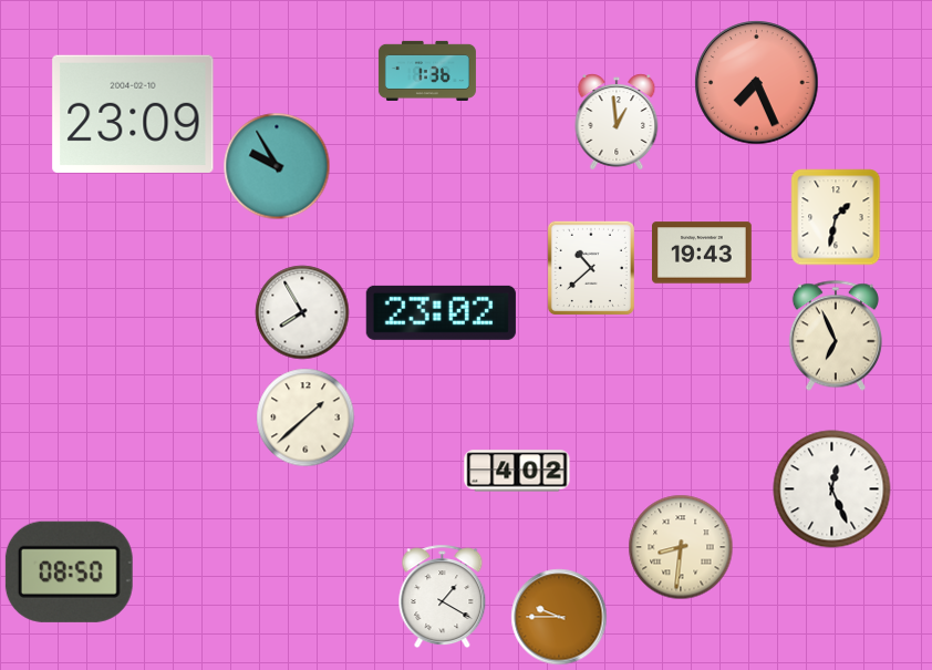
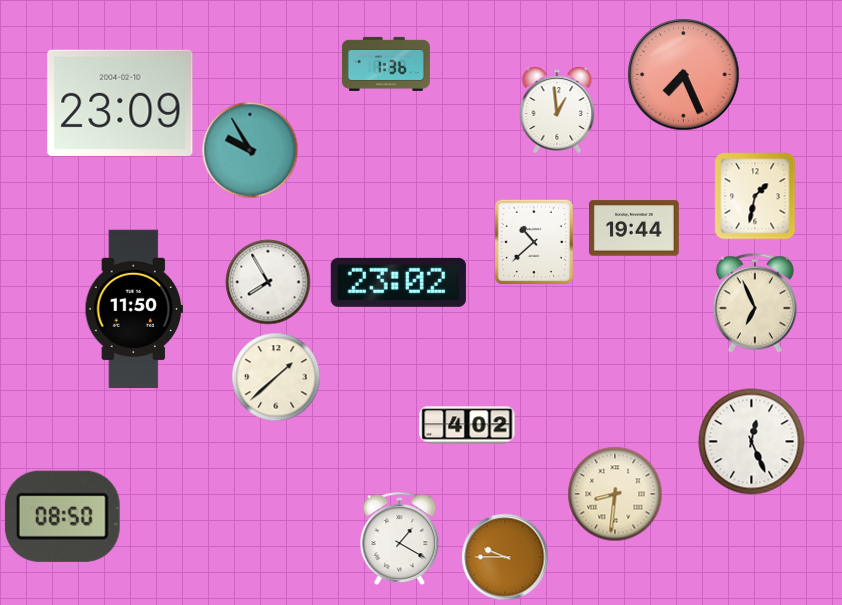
clock at (703, 252): 19:43 -> 19:44
clock at (302, 312) position: (302, 312) -> (268, 282)
clock at (134, 309): none -> 11:50
